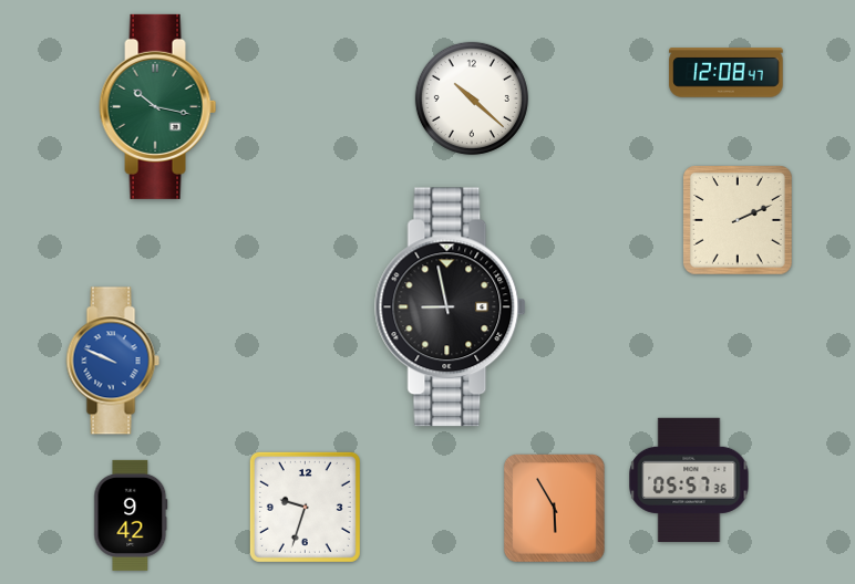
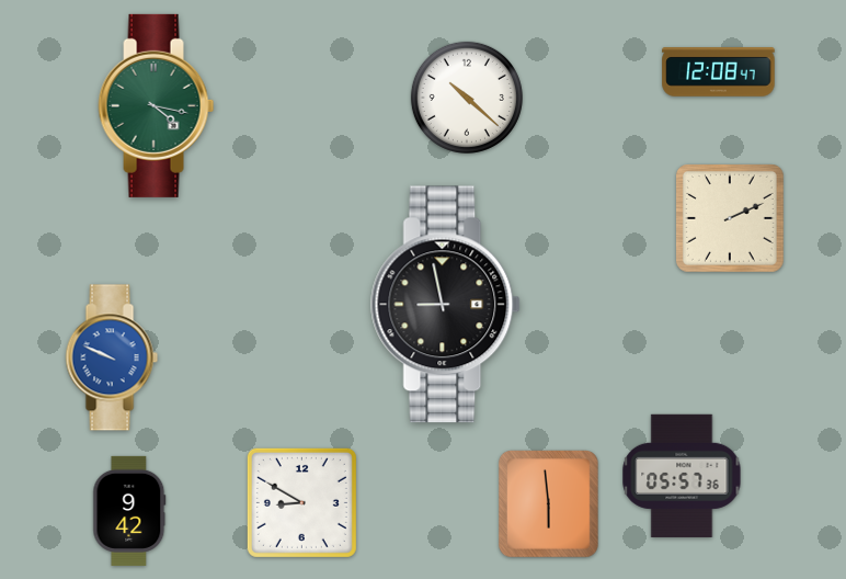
clock at (158, 106): 10:17 -> 4:17
clock at (305, 507): 9:33 -> 8:50
clock at (554, 509): 5:55 -> 5:59
